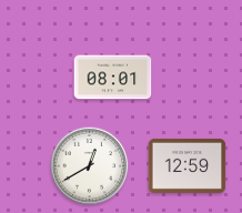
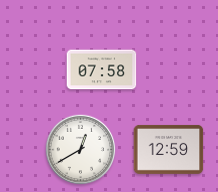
clock at (113, 78): 08:01 -> 07:58
